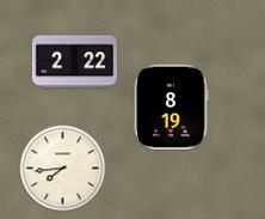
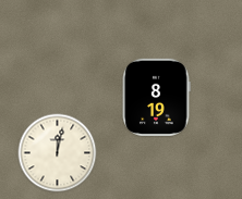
clock at (74, 62): 2:22 -> none
clock at (63, 169): 7:44 -> 12:02
